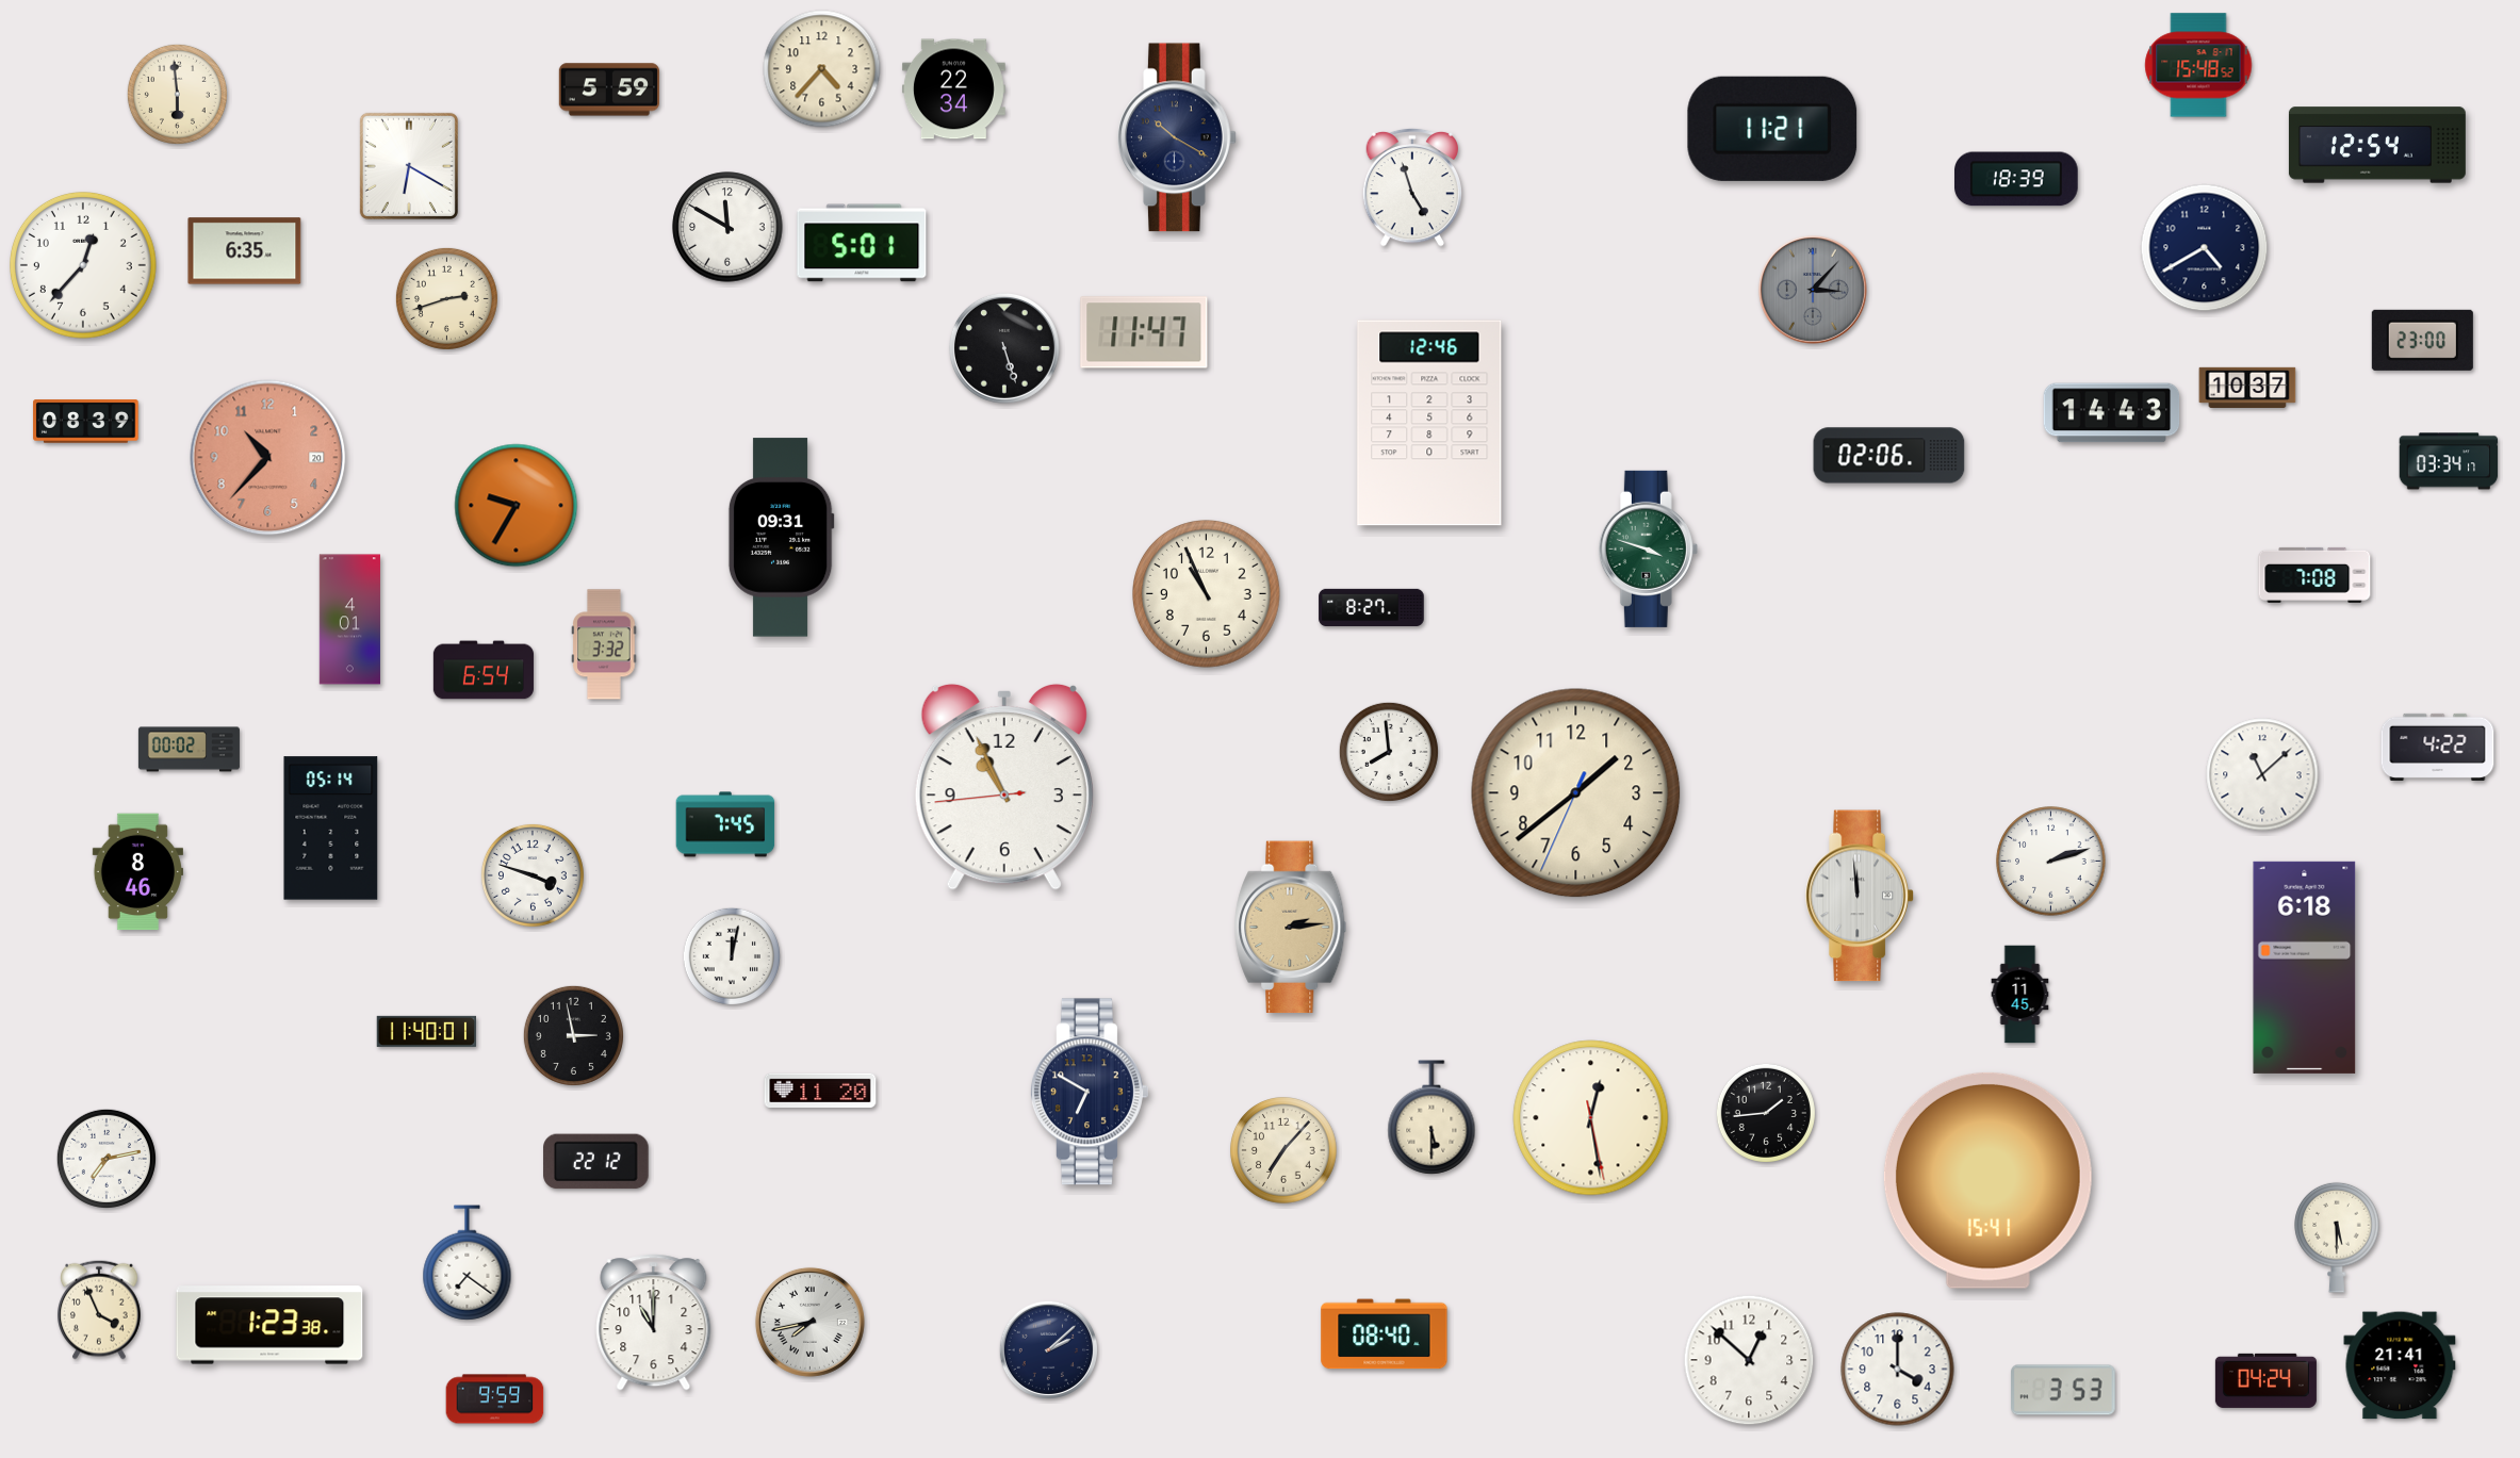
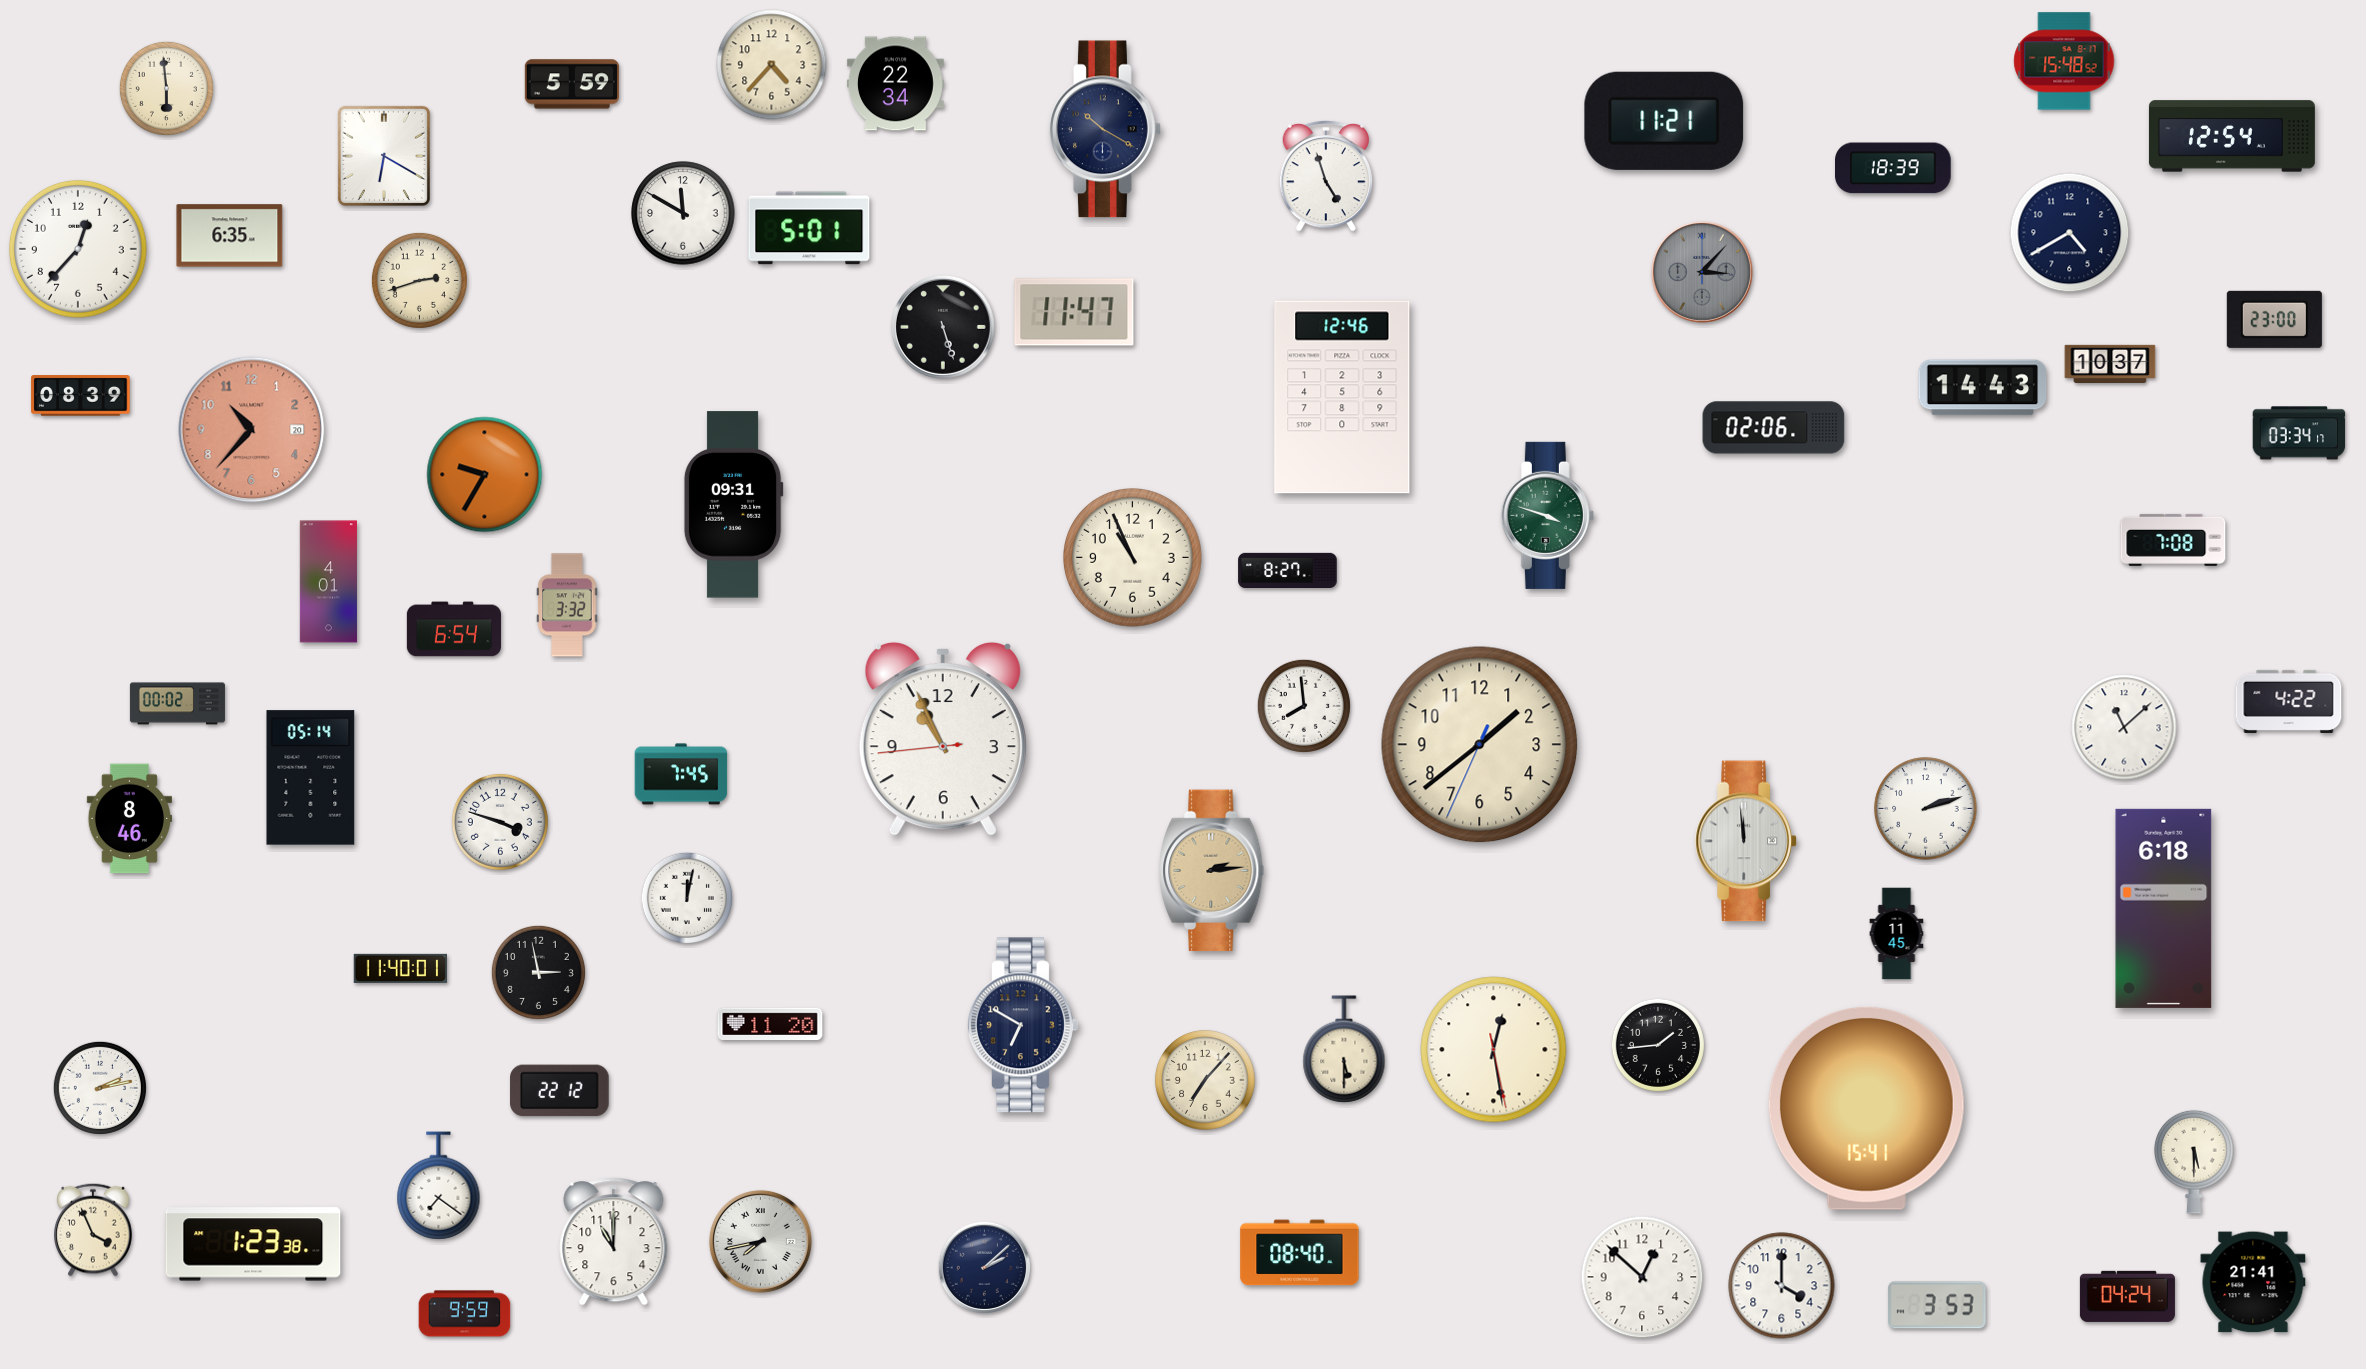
clock at (107, 1159): 7:13 -> 2:13
